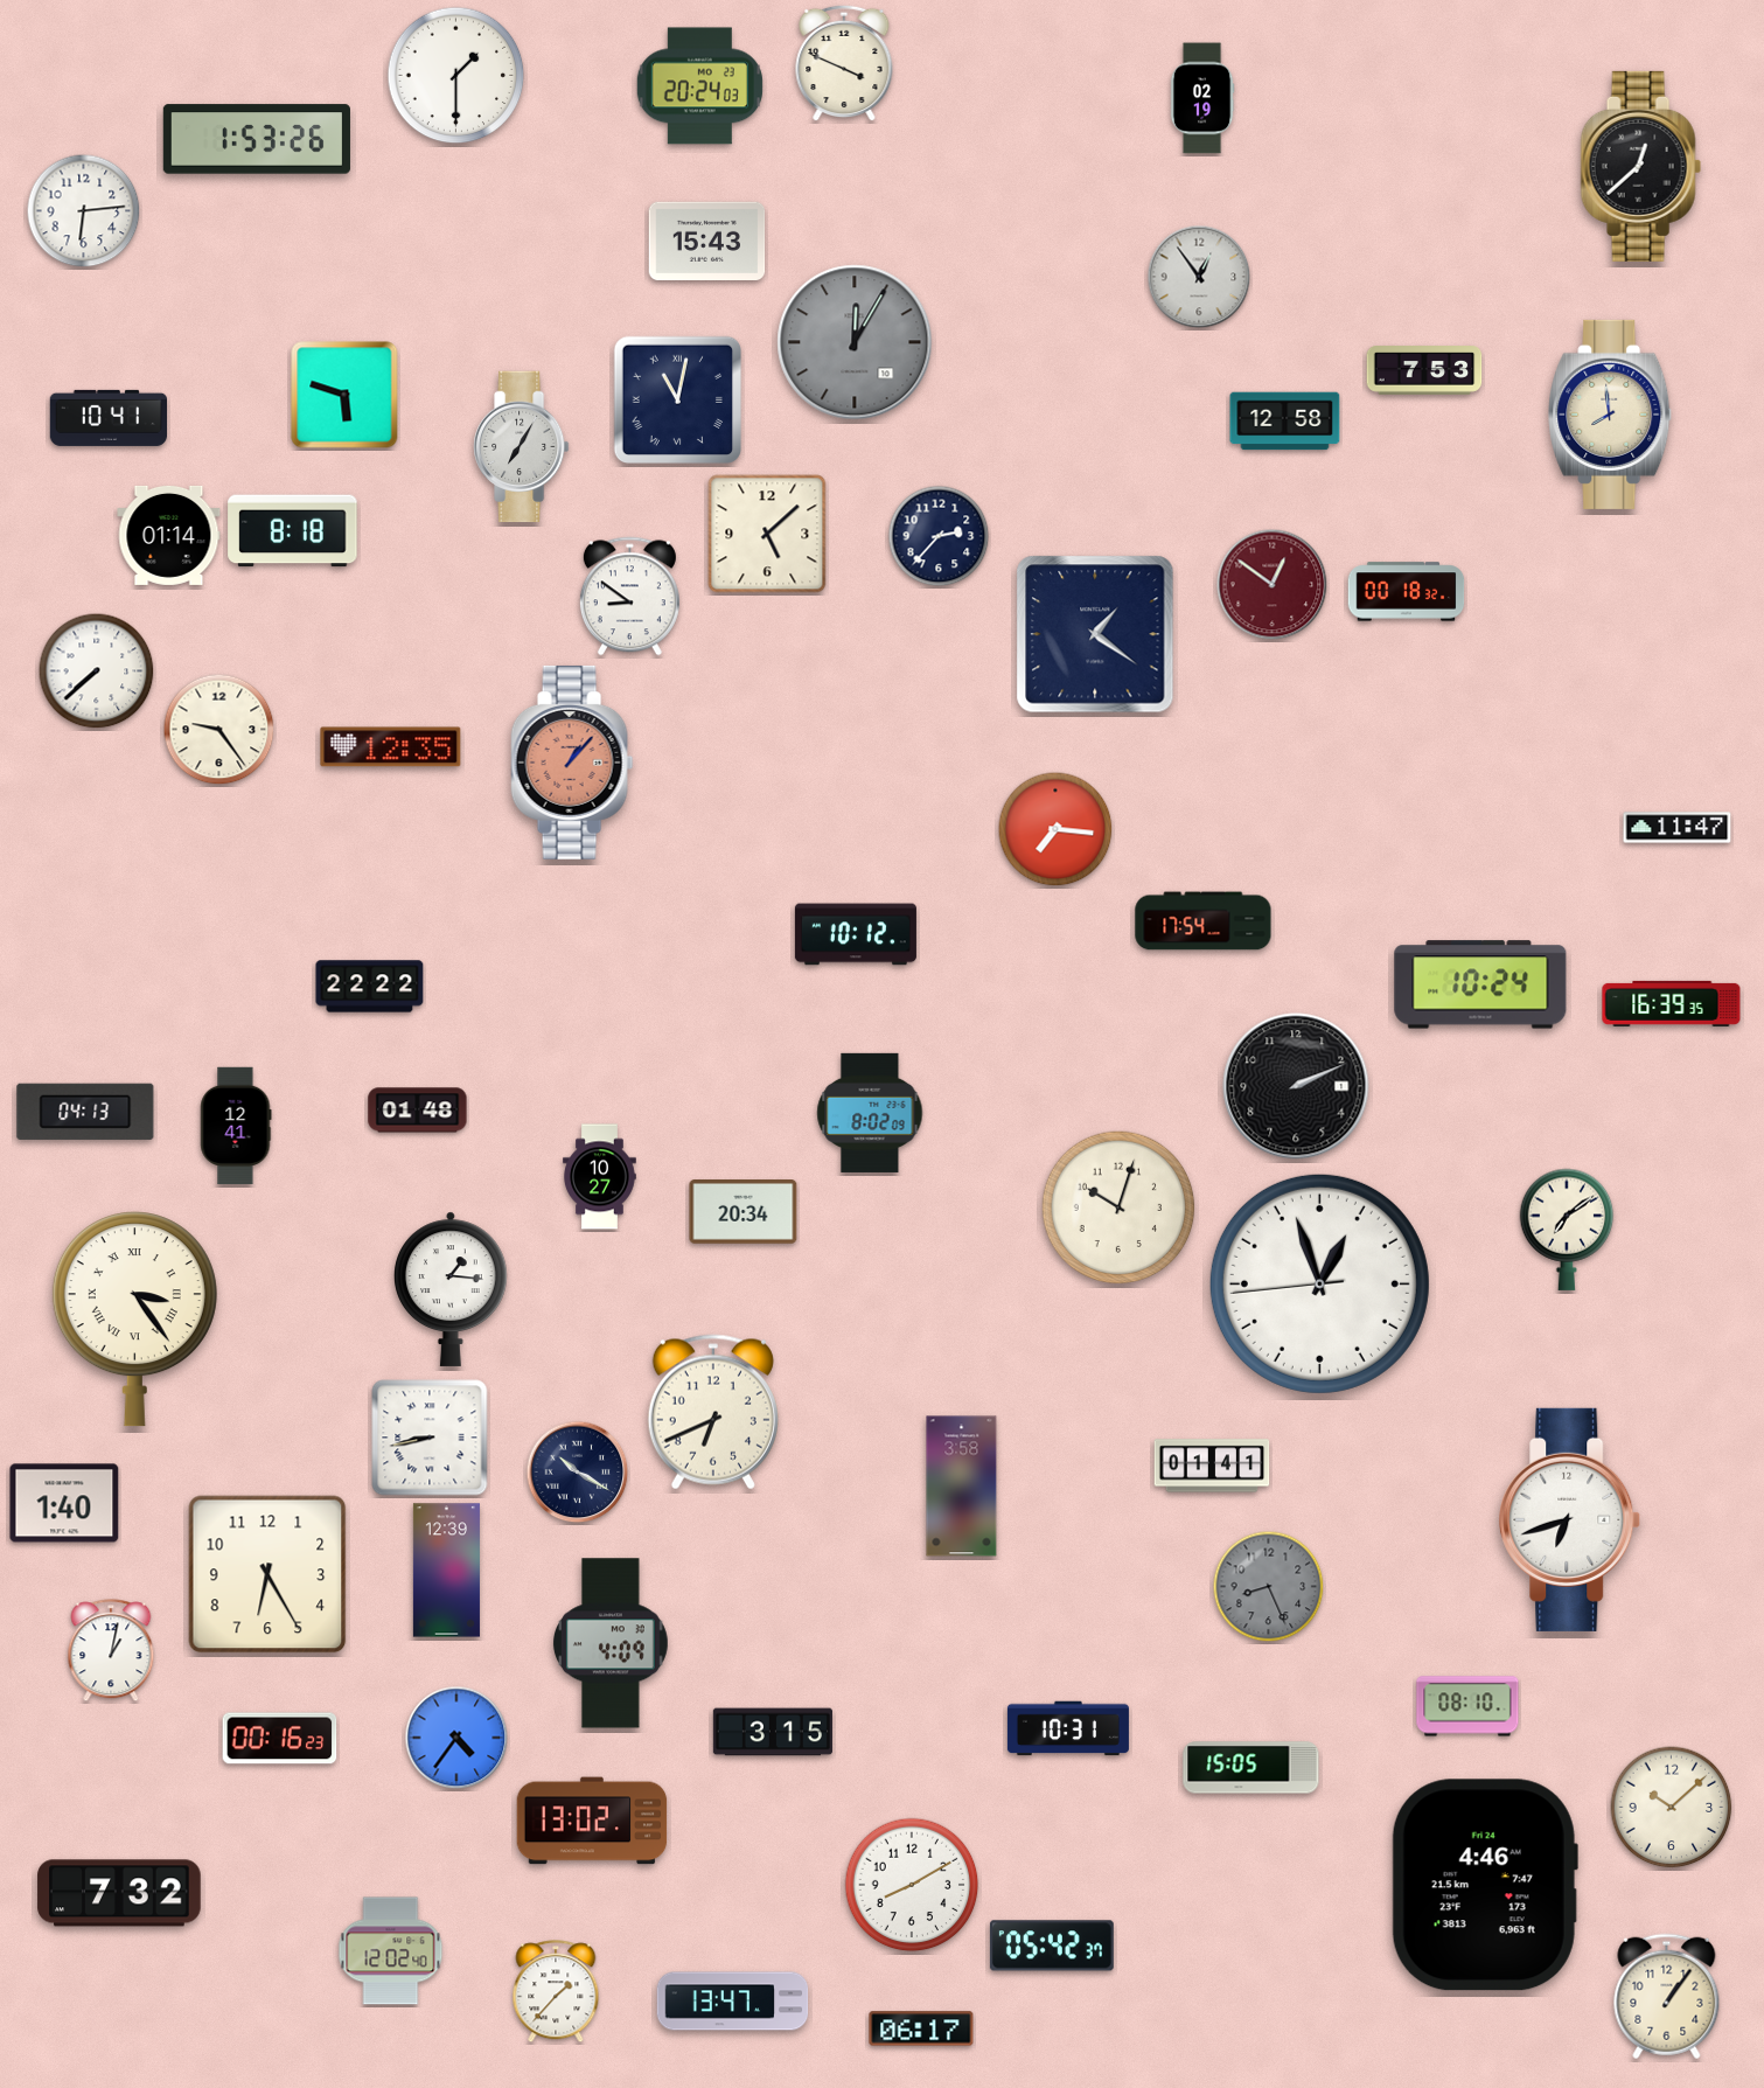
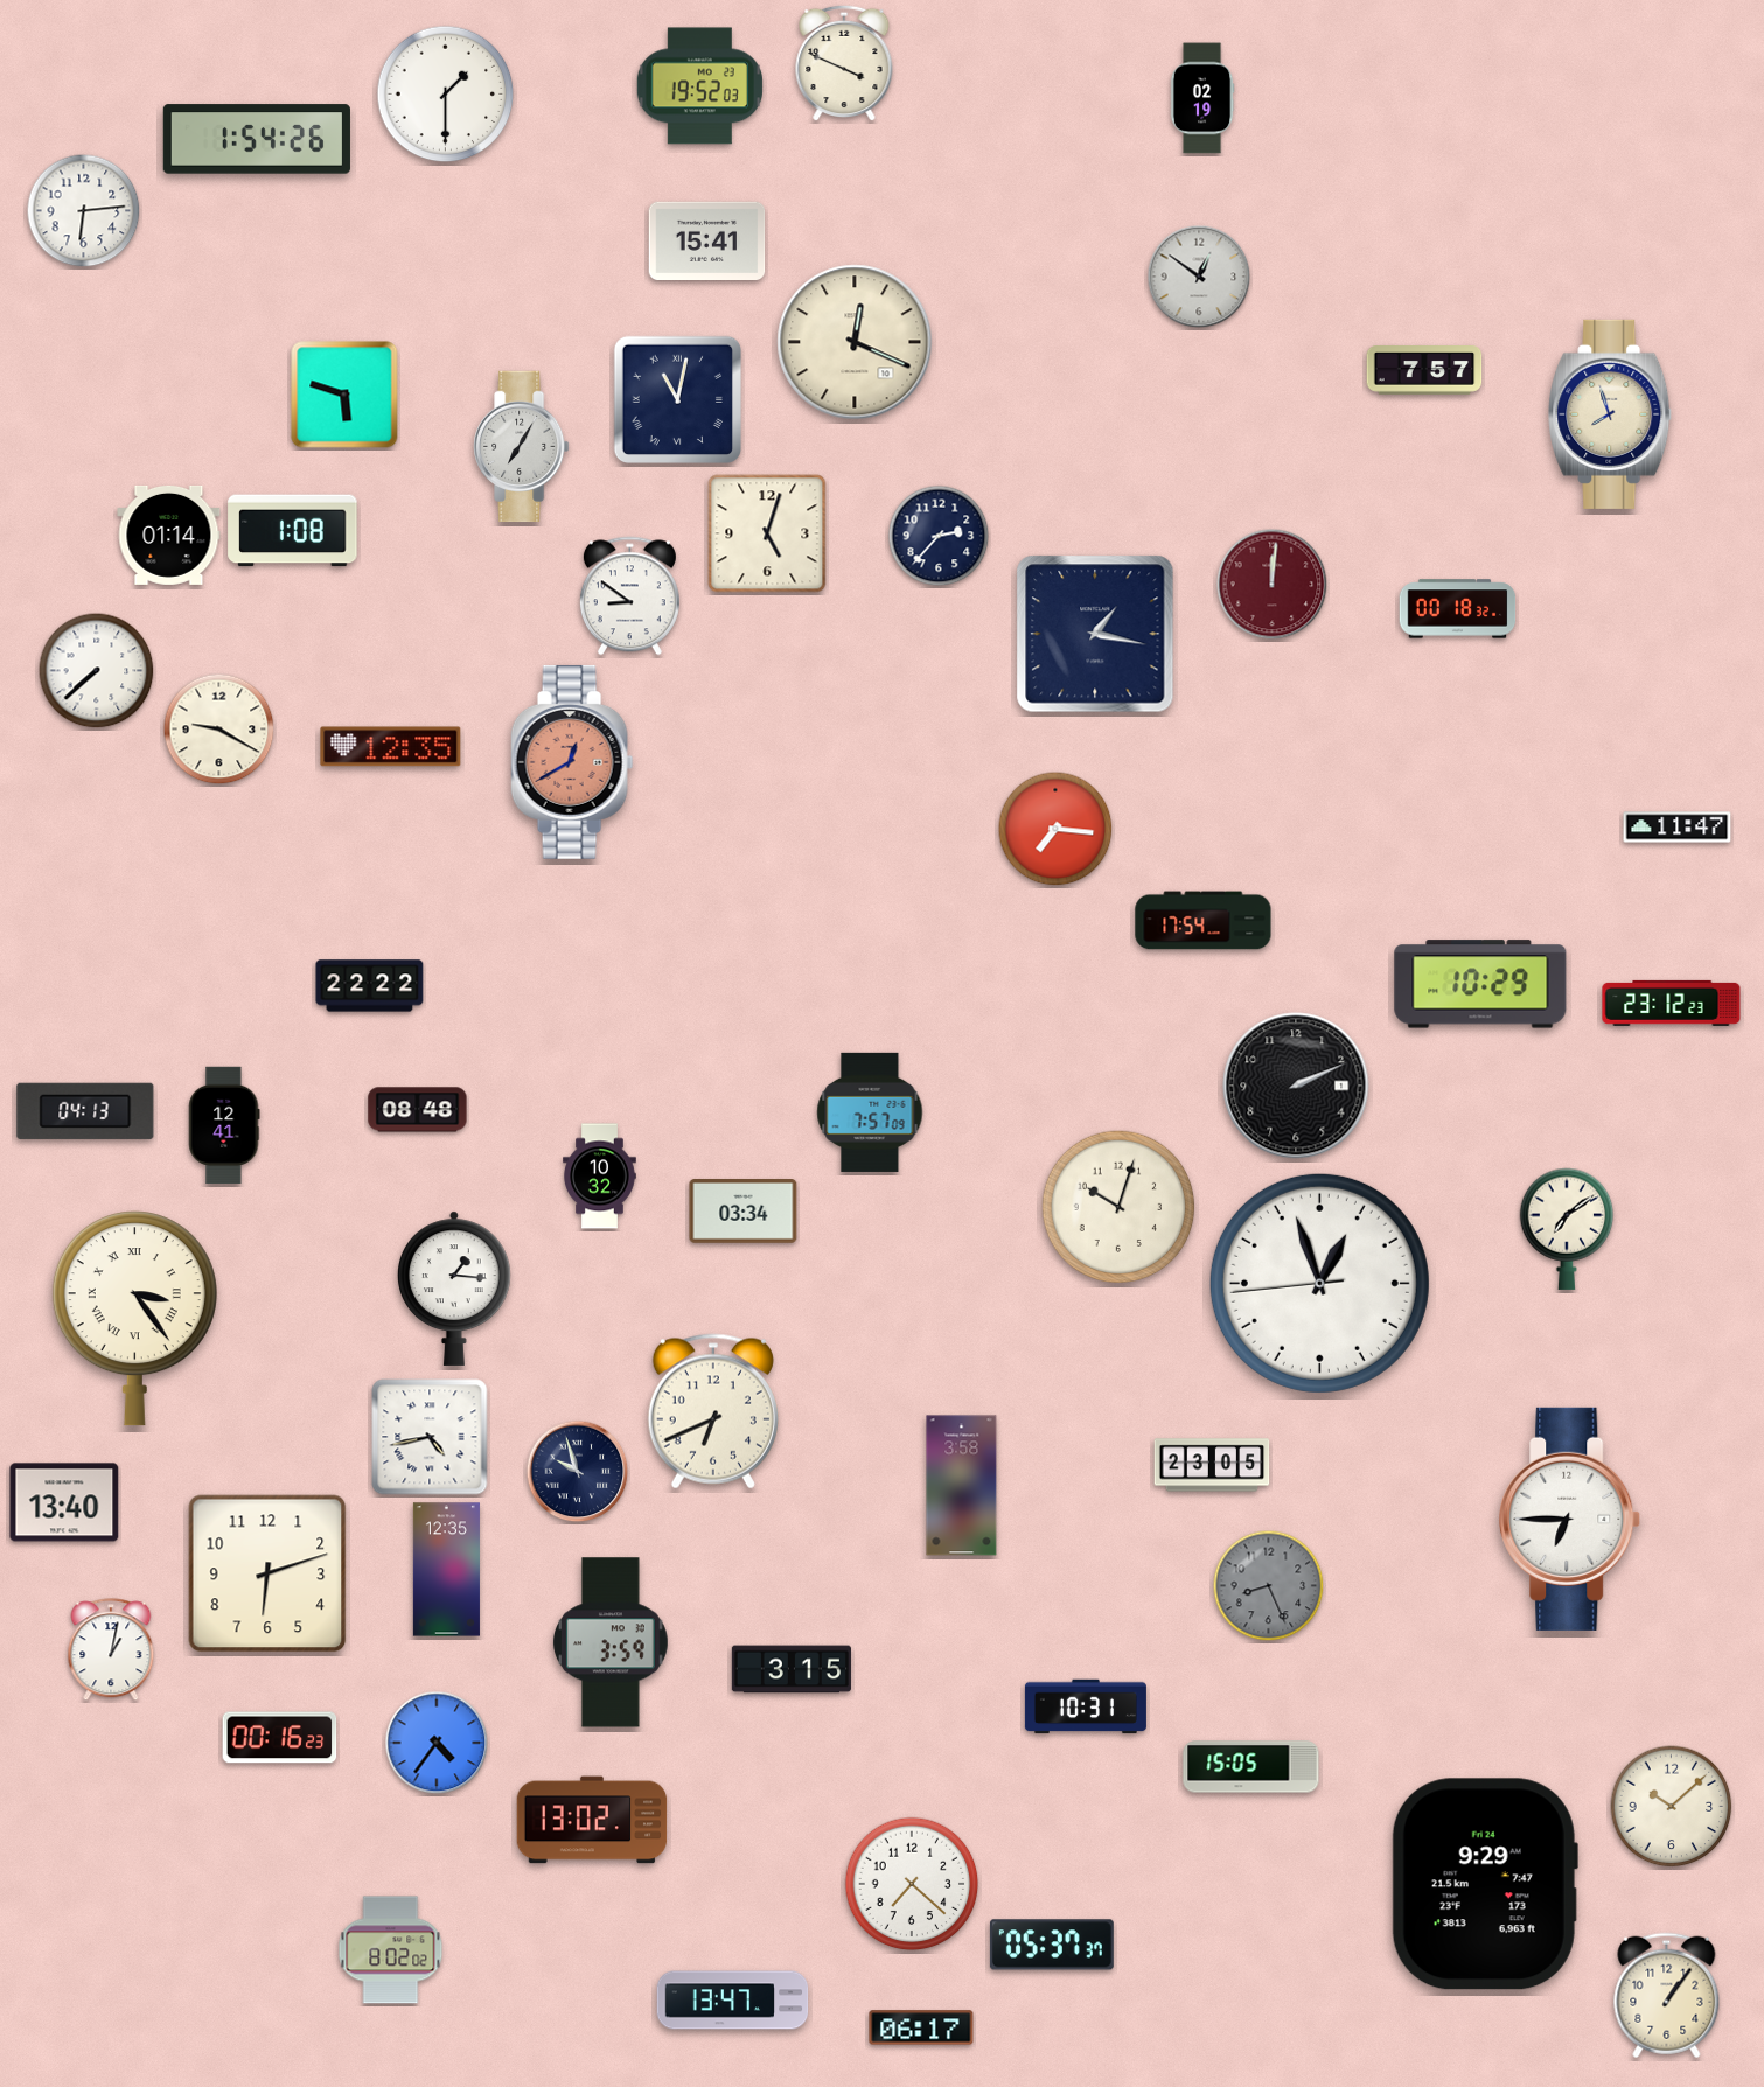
clock at (456, 76) position: (456, 76) -> (446, 95)
clock at (699, 86): 20:24 -> 19:52
clock at (257, 139): 1:53 -> 1:54
clock at (1640, 166): 12:38 -> none
clock at (707, 241): 15:43 -> 15:41
clock at (1199, 277): 12:54 -> 12:51
clock at (855, 342): 12:05 -> 12:19
clock at (855, 342) dial: grey -> cream
clock at (1424, 370): 7:53 -> 7:57
clock at (1611, 415): 7:59 -> 7:57
clock at (109, 418): 10:41 -> none
clock at (1285, 422): 12:58 -> none
clock at (293, 531): 8:18 -> 1:08
clock at (767, 534): 5:08 -> 5:03
clock at (1273, 585): 12:51 -> 12:01
clock at (1407, 592) position: (1407, 592) -> (1458, 609)
clock at (1095, 634): 1:21 -> 1:17
clock at (219, 730): 9:24 -> 9:20
clock at (572, 763): 1:07 -> 12:40
clock at (856, 934): 10:12 -> none
clock at (1480, 984): 10:24 -> 10:29
clock at (1672, 1003): 16:39 -> 23:12
clock at (418, 1111): 01:48 -> 08:48
clock at (870, 1113): 8:02 -> 7:57
clock at (236, 1126) position: (236, 1126) -> (224, 1125)
clock at (600, 1177): 10:27 -> 10:32
clock at (744, 1212): 20:34 -> 03:34
clock at (452, 1289) position: (452, 1289) -> (455, 1289)
clock at (430, 1438): 8:43 -> 4:43
clock at (1212, 1466): 01:41 -> 23:05
clock at (578, 1473): 10:20 -> 9:57
clock at (64, 1503): 1:40 -> 13:40
clock at (1570, 1519): 6:42 -> 6:45
clock at (446, 1571): 12:39 -> 12:35
clock at (267, 1574): 6:25 -> 6:12
clock at (611, 1643): 4:09 -> 3:59
clock at (1467, 1706): 08:10 -> none
clock at (1068, 1728) position: (1068, 1728) -> (1086, 1706)
clock at (773, 1732) position: (773, 1732) -> (792, 1669)
clock at (456, 1738) position: (456, 1738) -> (437, 1743)
clock at (912, 1885): 8:10 -> 7:22
clock at (1485, 1885): 4:46 -> 9:29
clock at (119, 1893): 7:32 -> none
clock at (1052, 1946): 05:42 -> 05:37
clock at (391, 1951): 12:02 -> 8:02
clock at (556, 1992): 1:37 -> none
